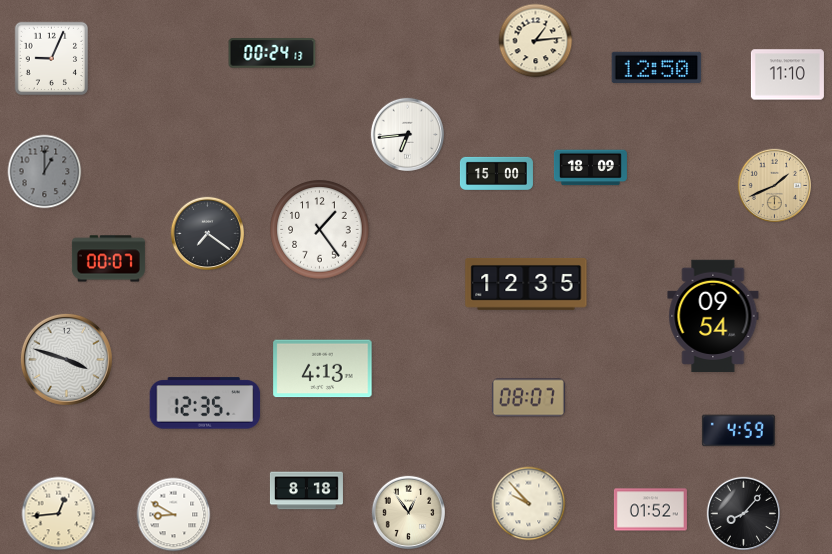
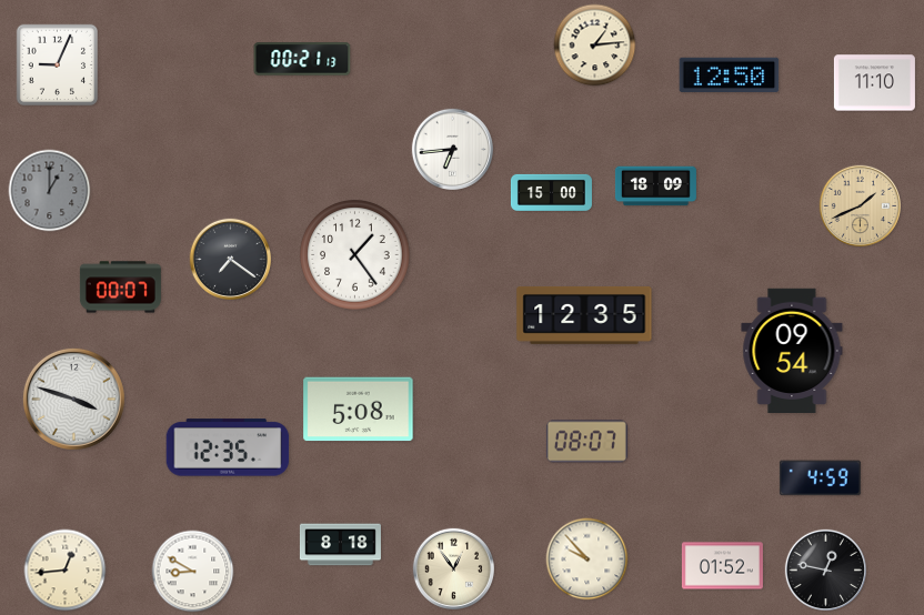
clock at (272, 53): 00:24 -> 00:21
clock at (323, 369): 4:13 -> 5:08
clock at (743, 513): 8:07 -> 12:47
